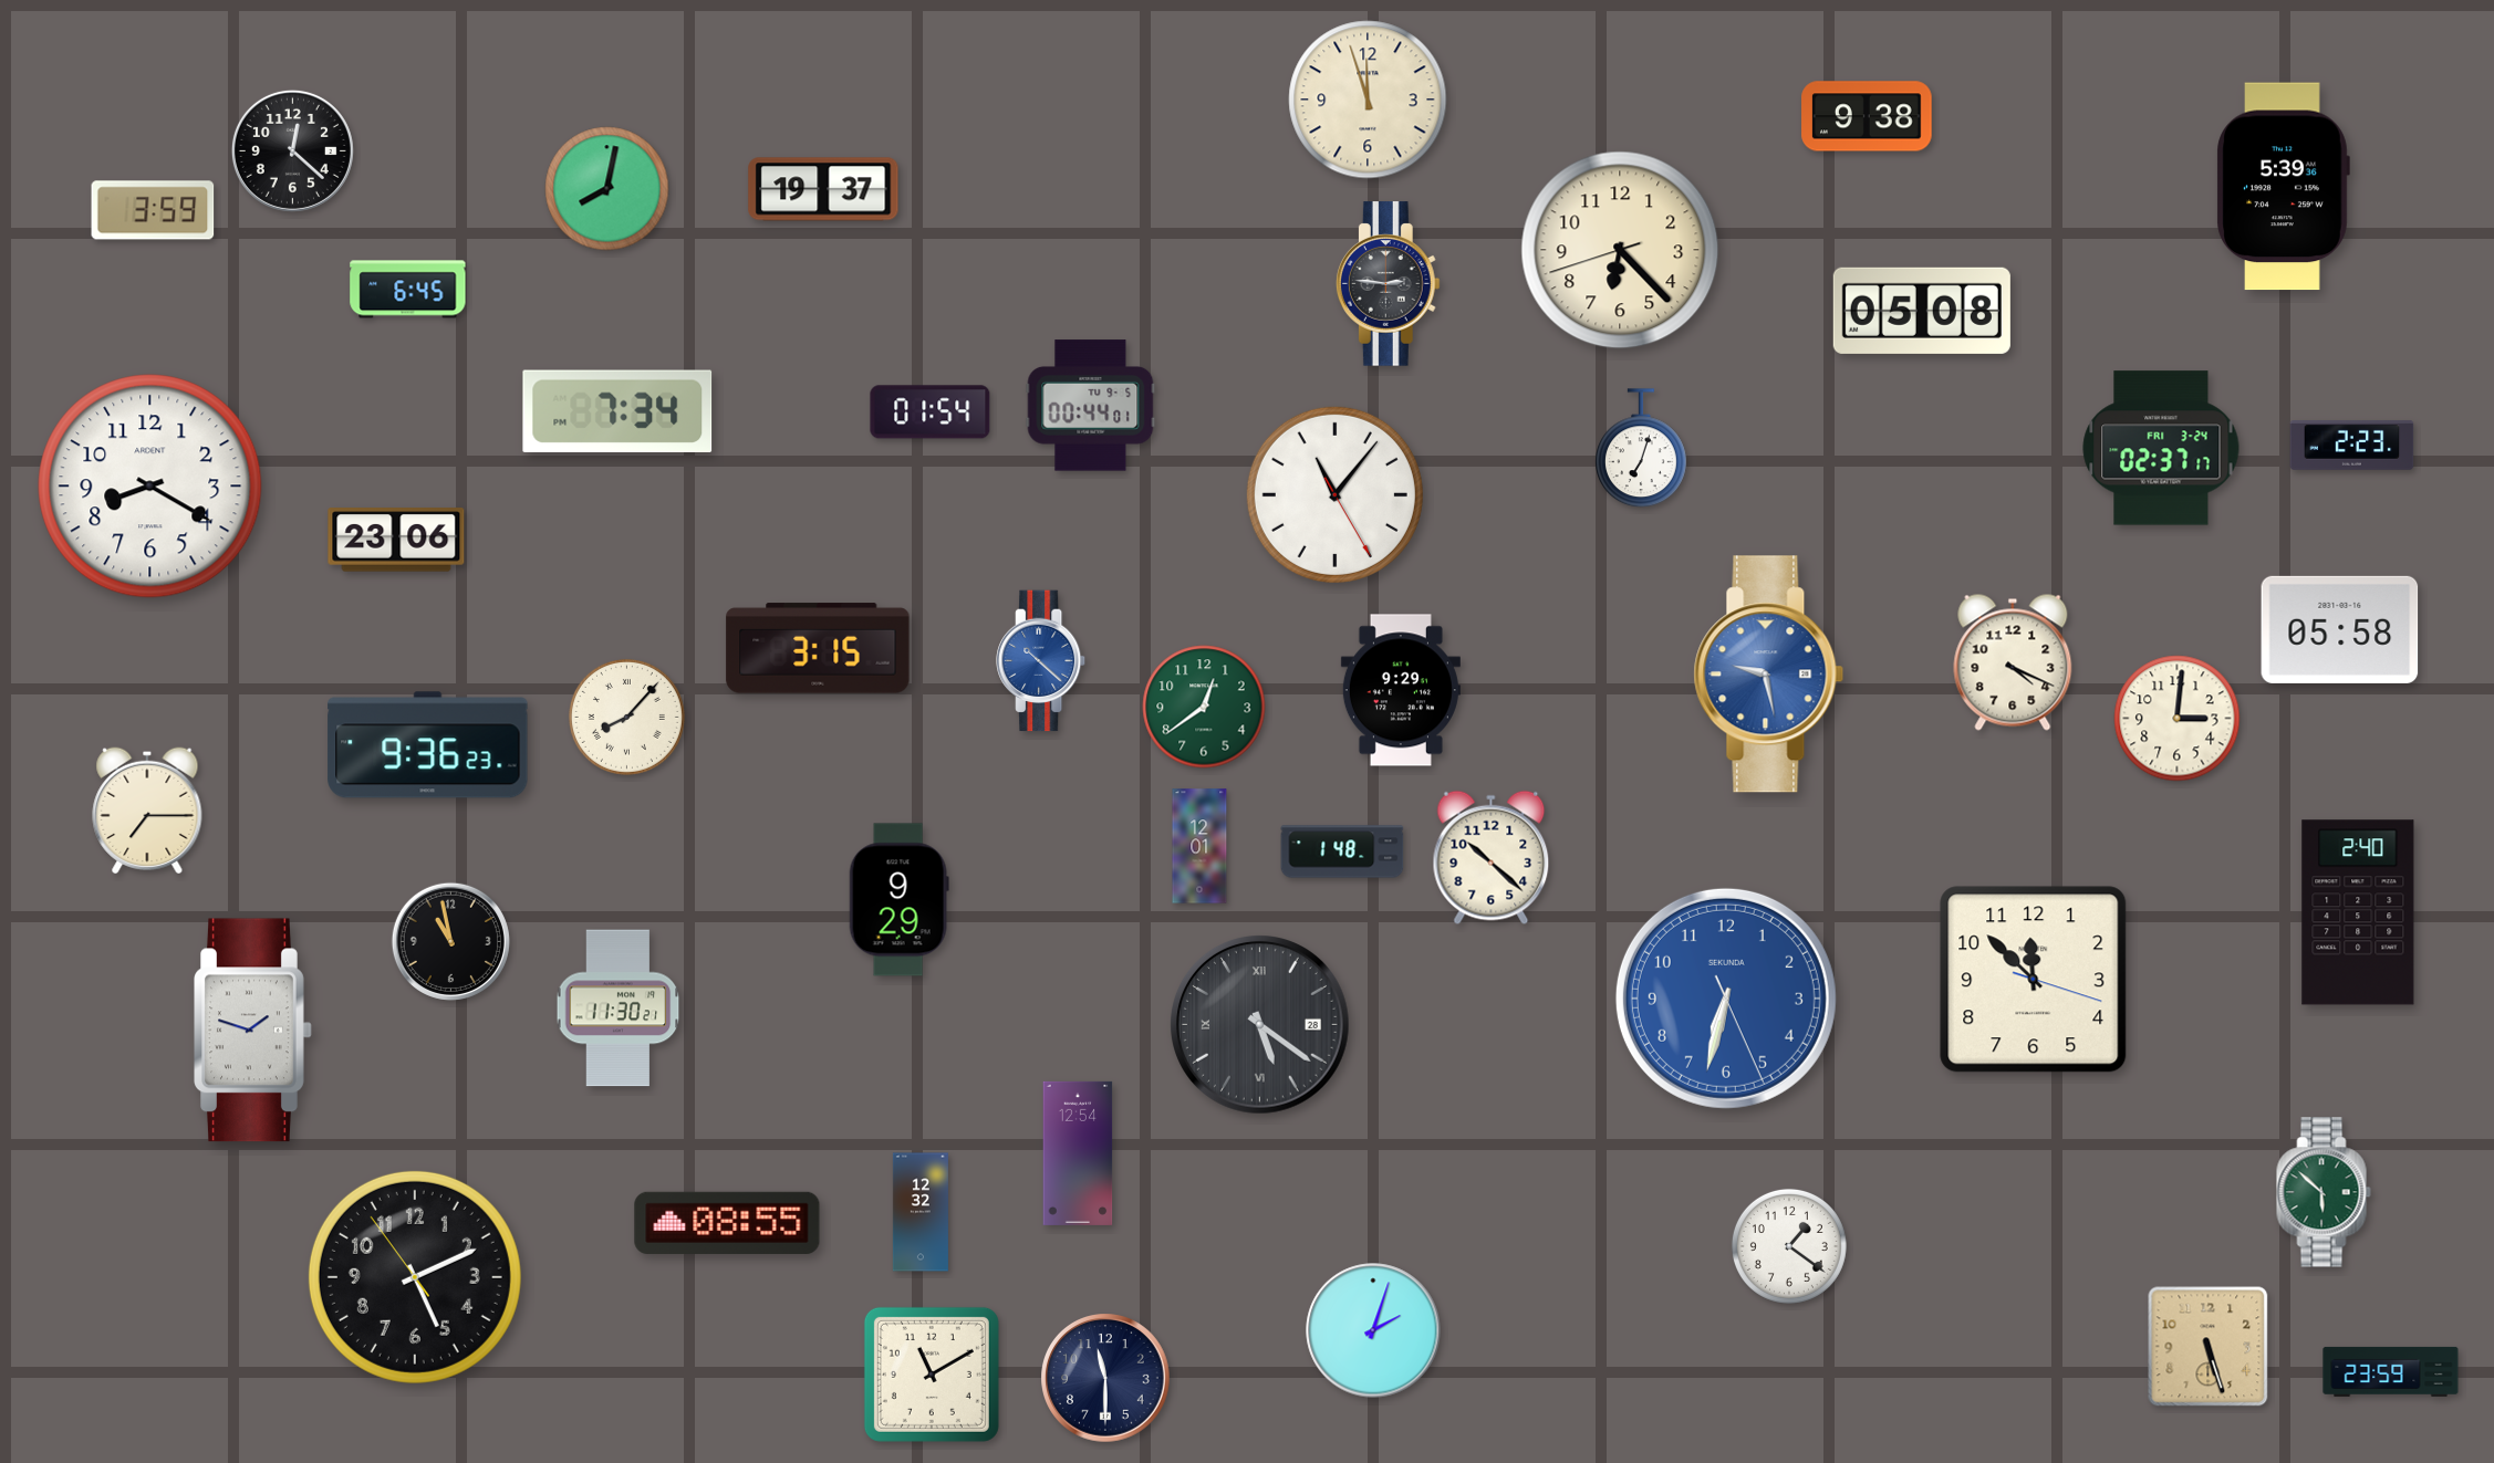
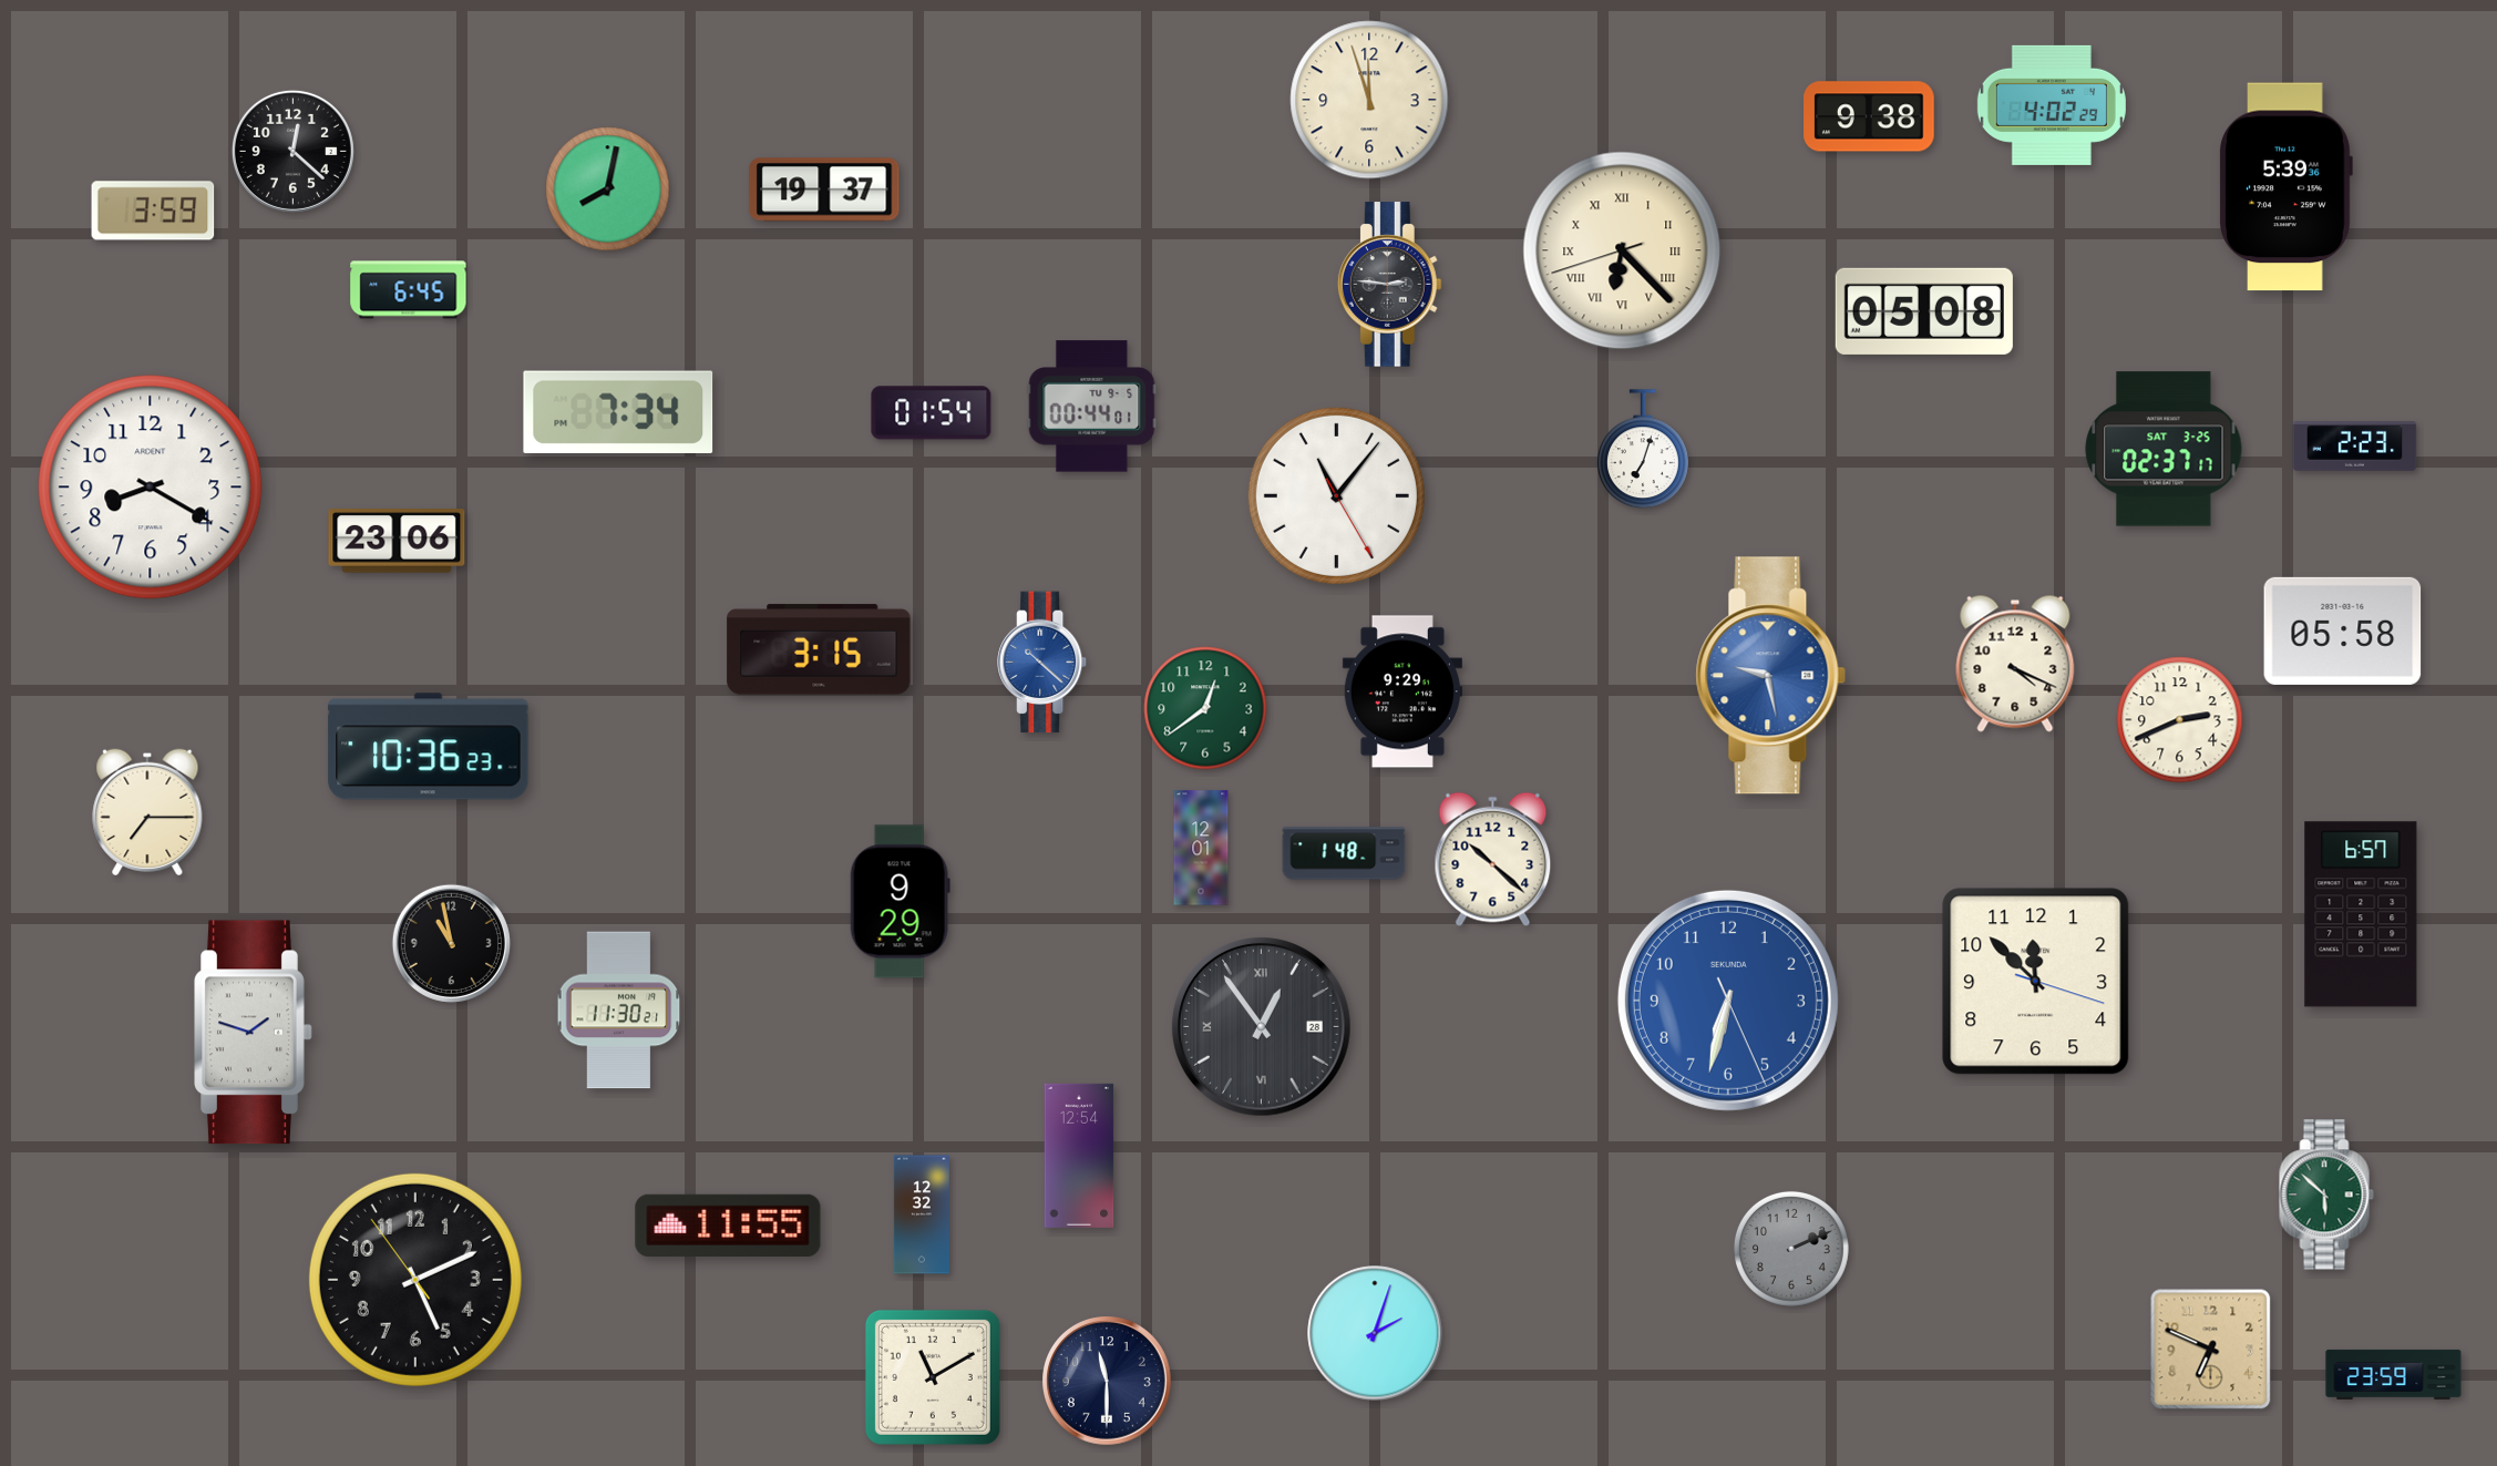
clock at (2052, 105): none -> 4:02
clock at (1620, 250) numerals: Arabic -> Roman
clock at (2161, 448) date: FRI 3-24 -> SAT 3-25
clock at (626, 717): 8:07 -> none
clock at (2178, 719): 3:01 -> 2:41
clock at (428, 745): 9:36 -> 10:36
clock at (2358, 912): 2:40 -> 6:57
clock at (1260, 1025): 5:21 -> 12:54
clock at (727, 1223): 08:55 -> 11:55
clock at (1789, 1246): 1:21 -> 2:11
clock at (1789, 1246) dial: white -> grey
clock at (2209, 1347): 5:27 -> 6:49
